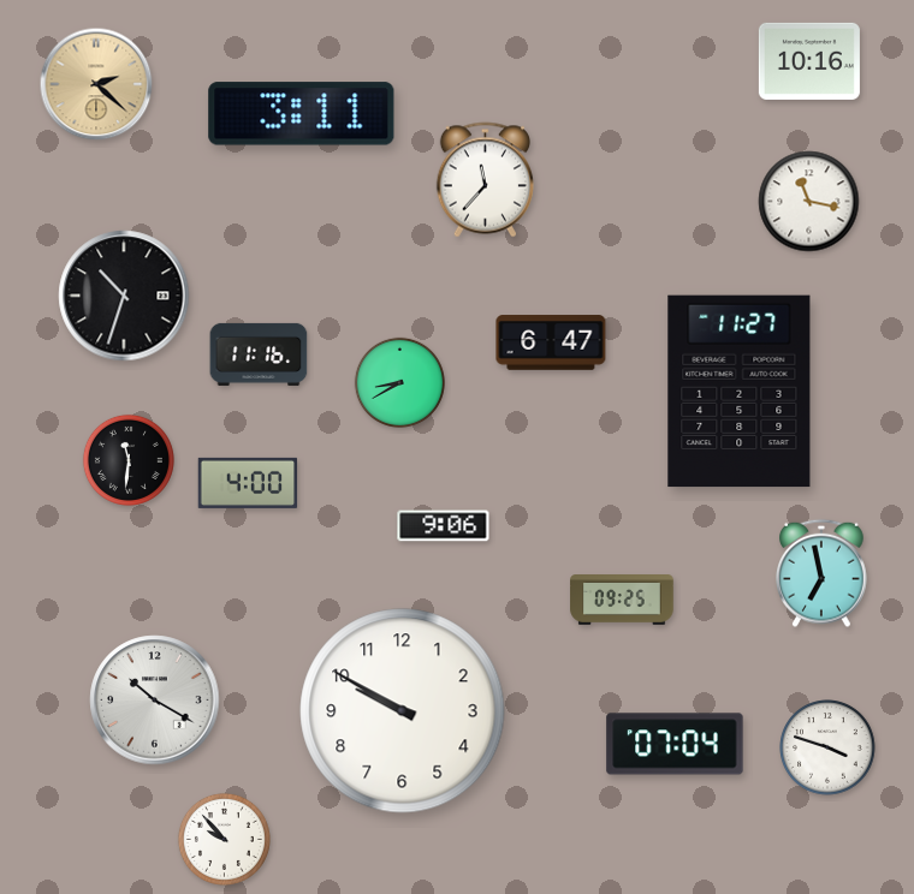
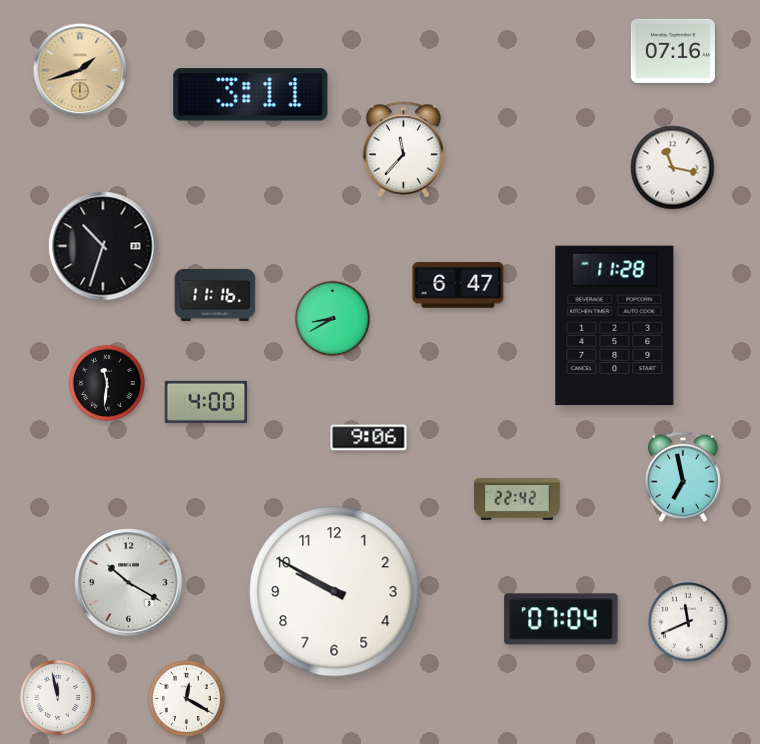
clock at (809, 61): 10:16 -> 07:16
clock at (96, 84): 2:22 -> 1:42
clock at (740, 392): 11:27 -> 11:28
clock at (622, 600): 09:25 -> 22:42
clock at (827, 747): 3:48 -> 11:41
clock at (57, 697): none -> 11:58
clock at (224, 839): 9:53 -> 12:20
